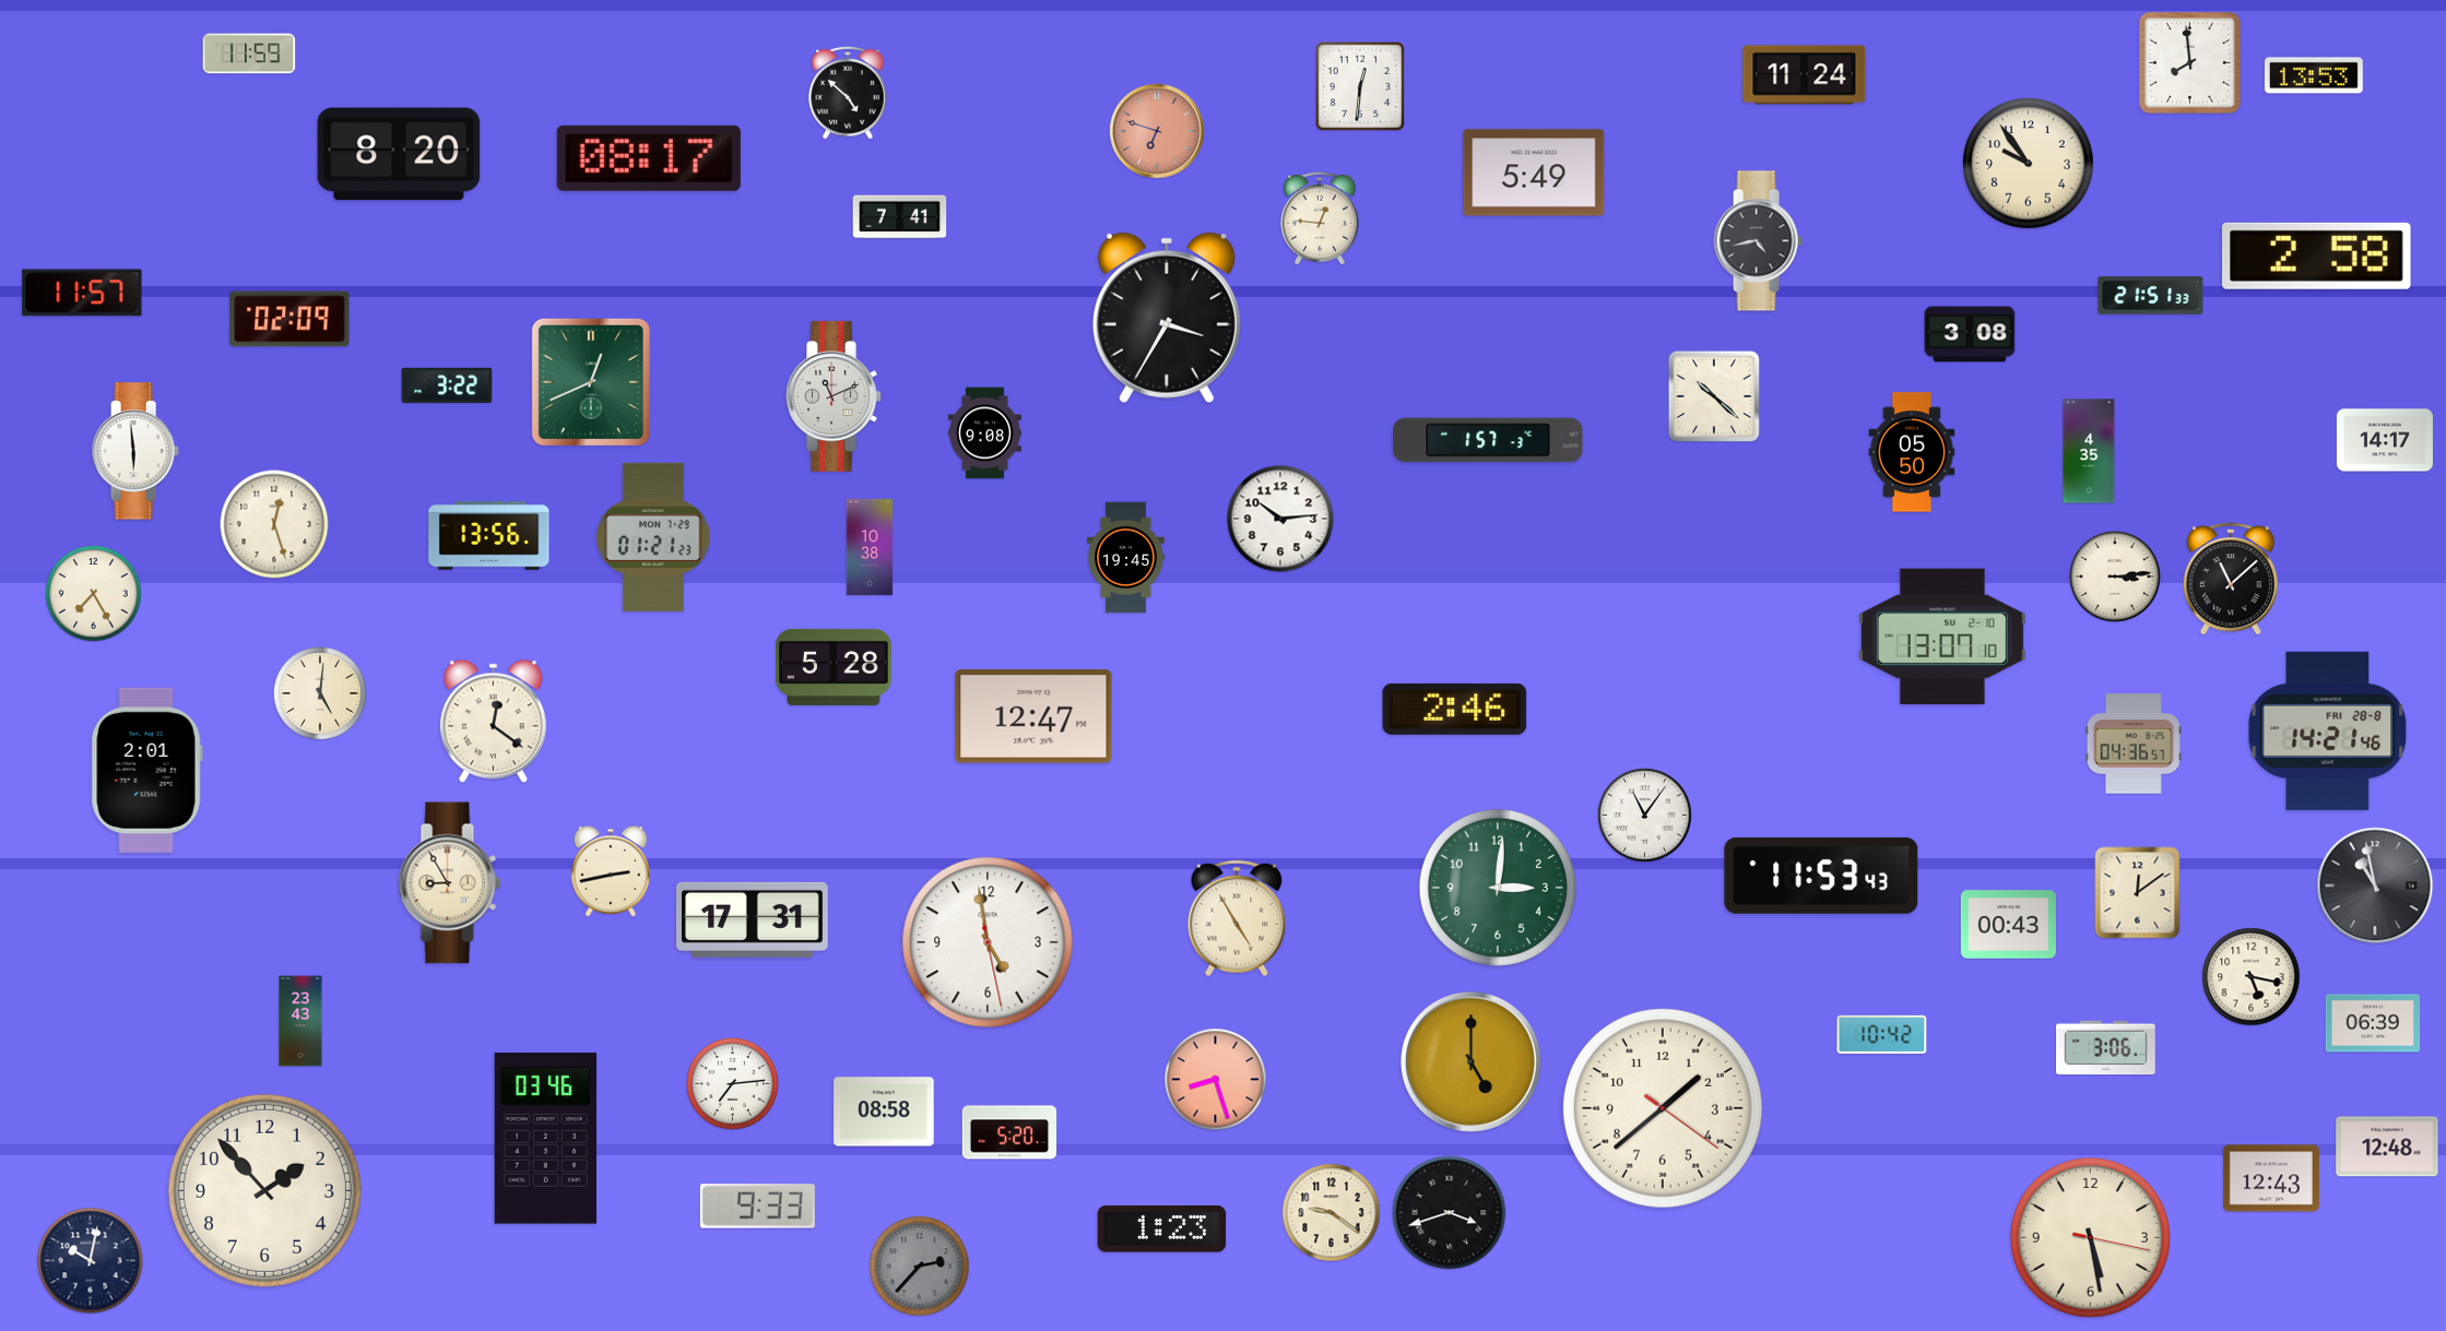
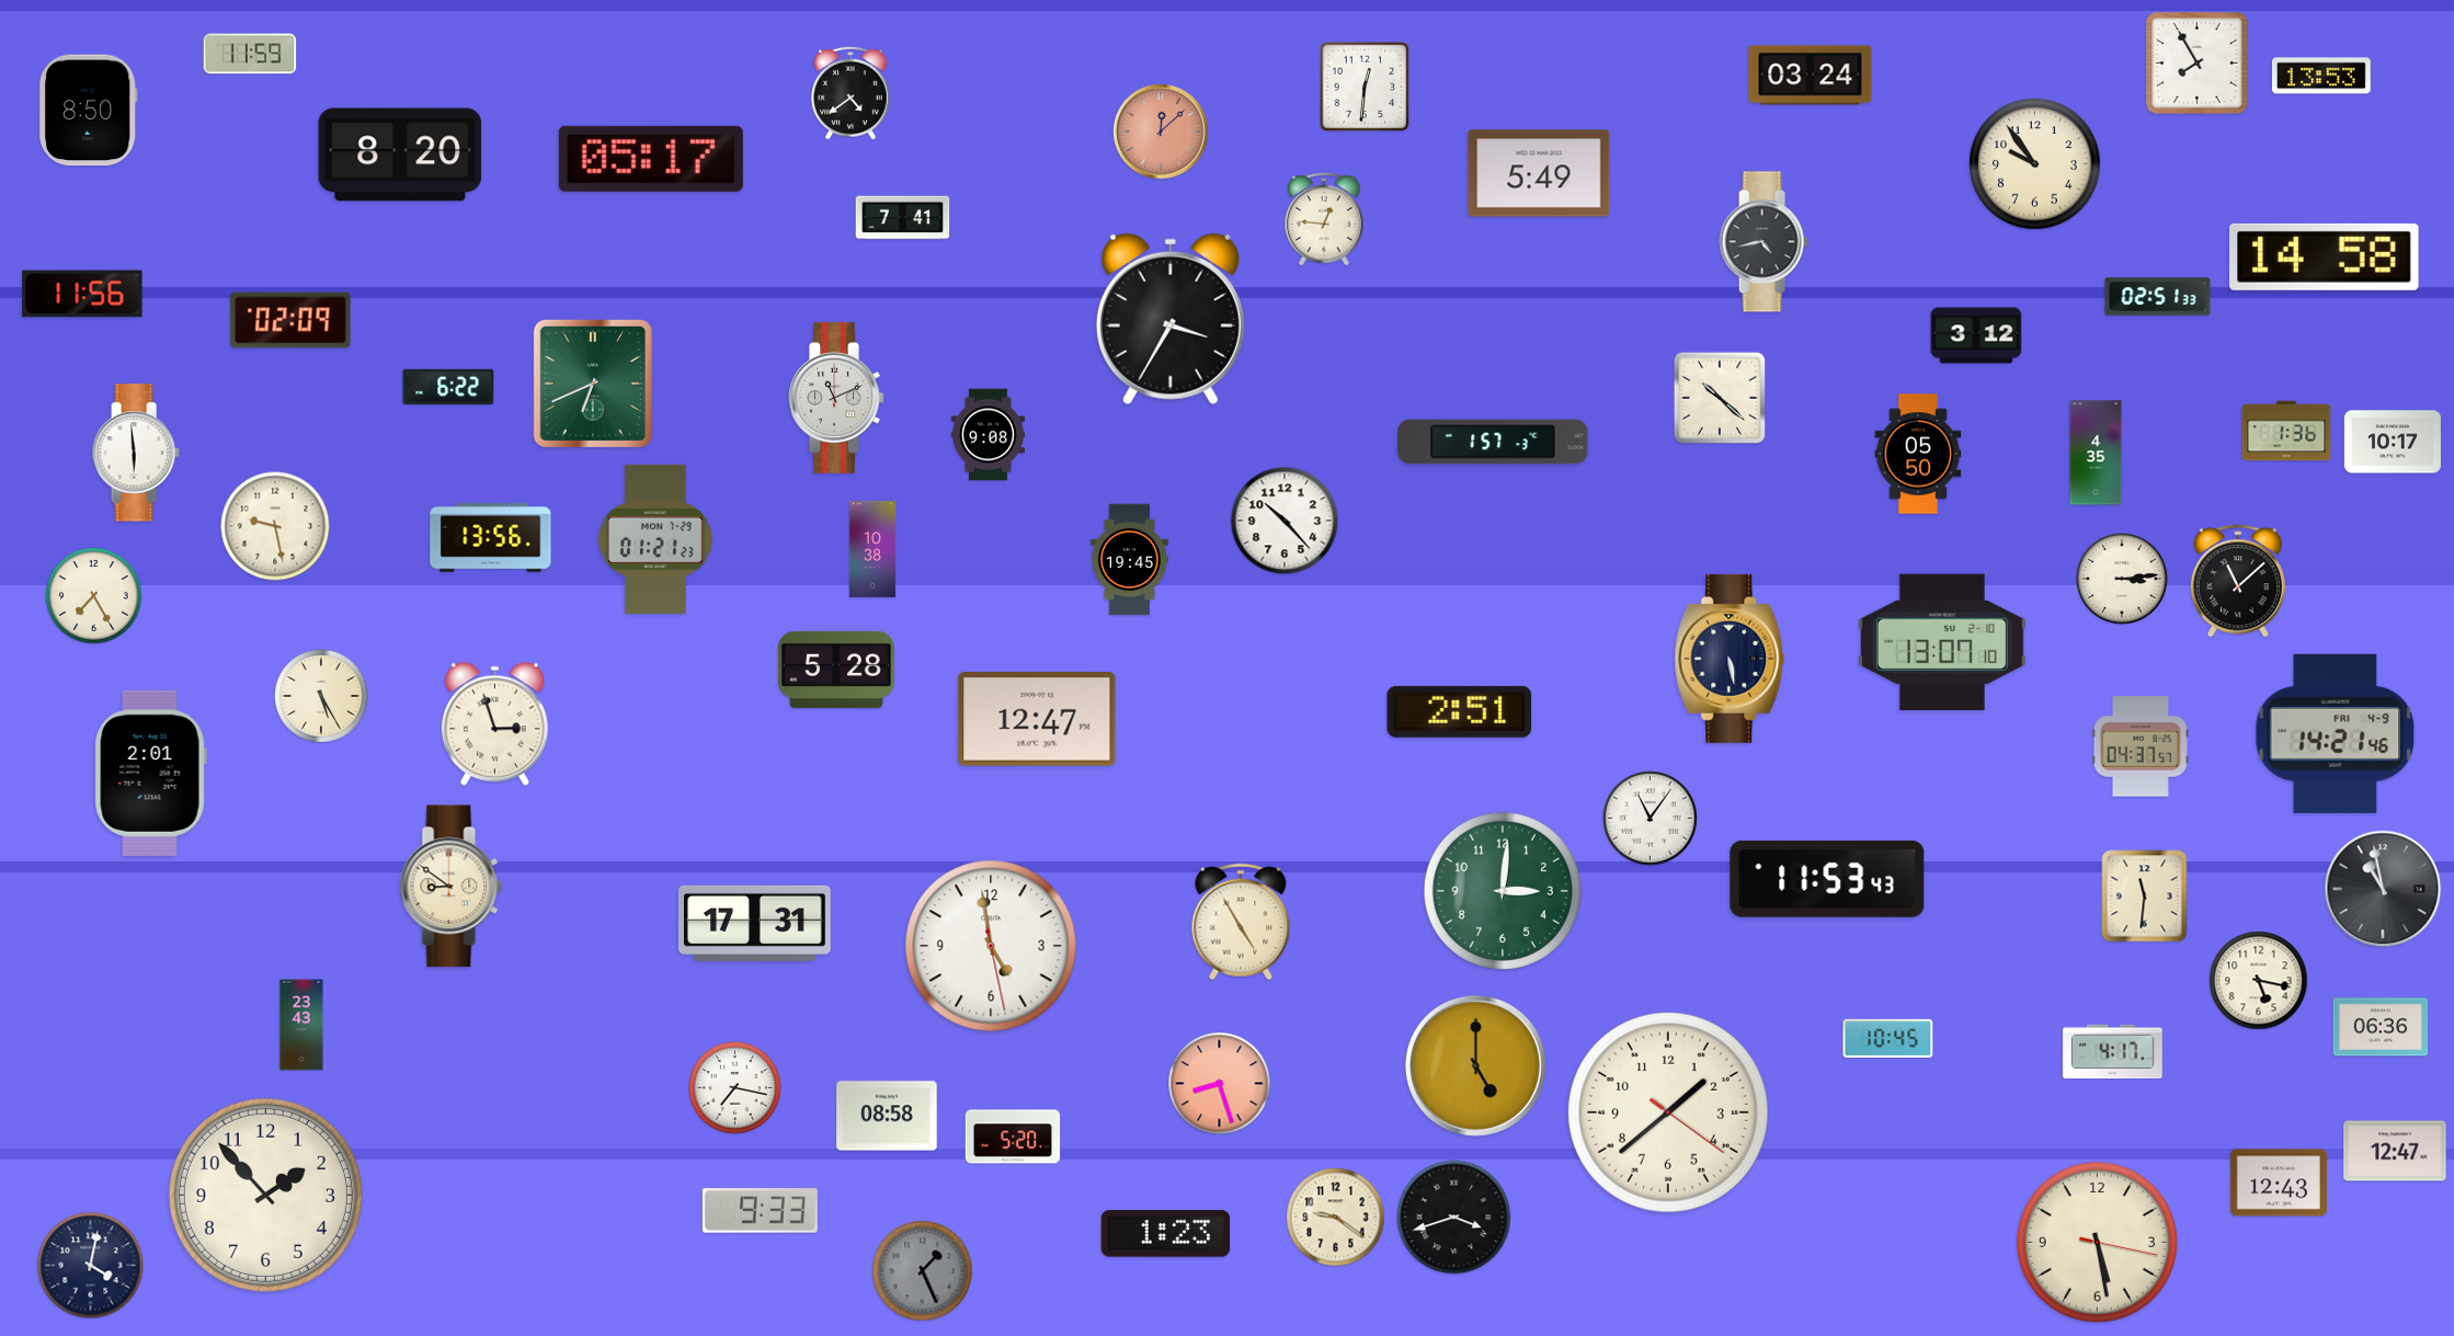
clock at (2190, 63): 7:59 -> 7:55
clock at (1805, 75): 11:24 -> 03:24
clock at (848, 93): 4:52 -> 4:39
clock at (88, 111): none -> 8:50
clock at (1157, 131): 6:48 -> 12:08
clock at (649, 158): 08:17 -> 05:17
clock at (2317, 255): 2:58 -> 14:58
clock at (82, 293): 11:57 -> 11:56
clock at (2151, 296): 21:51 -> 02:51
clock at (1970, 334): 3:08 -> 3:12
clock at (591, 382): 12:41 -> 6:41
clock at (447, 384): 3:22 -> 6:22
clock at (2286, 431): none -> 1:36
clock at (2385, 440): 14:17 -> 10:17
clock at (1280, 519): 10:14 -> 10:23
clock at (274, 524): 12:27 -> 9:28
clock at (1942, 637) position: (1942, 637) -> (1942, 642)
clock at (1730, 659): none -> 5:28
clock at (320, 693): 5:01 -> 5:25
clock at (1455, 709): 2:46 -> 2:51
clock at (493, 722): 12:21 -> 2:57
clock at (2328, 730) date: FRI 28-8 -> FRI 4-9
clock at (2134, 744): 04:36 -> 04:37
clock at (146, 770) position: (146, 770) -> (150, 773)
clock at (610, 871): 2:43 -> none
clock at (450, 883): 8:55 -> 8:51
clock at (2138, 893): 12:09 -> 11:31
clock at (2008, 925): 00:43 -> none
clock at (2373, 1023): 06:39 -> 06:36
clock at (1882, 1034): 10:42 -> 10:45
clock at (2106, 1048): 3:06 -> 4:17
clock at (733, 1084): 7:14 -> 7:17
clock at (546, 1139): 03:46 -> none
clock at (2387, 1146): 12:48 -> 12:47
clock at (91, 1261): 10:02 -> 4:02
clock at (920, 1267): 2:37 -> 1:26
